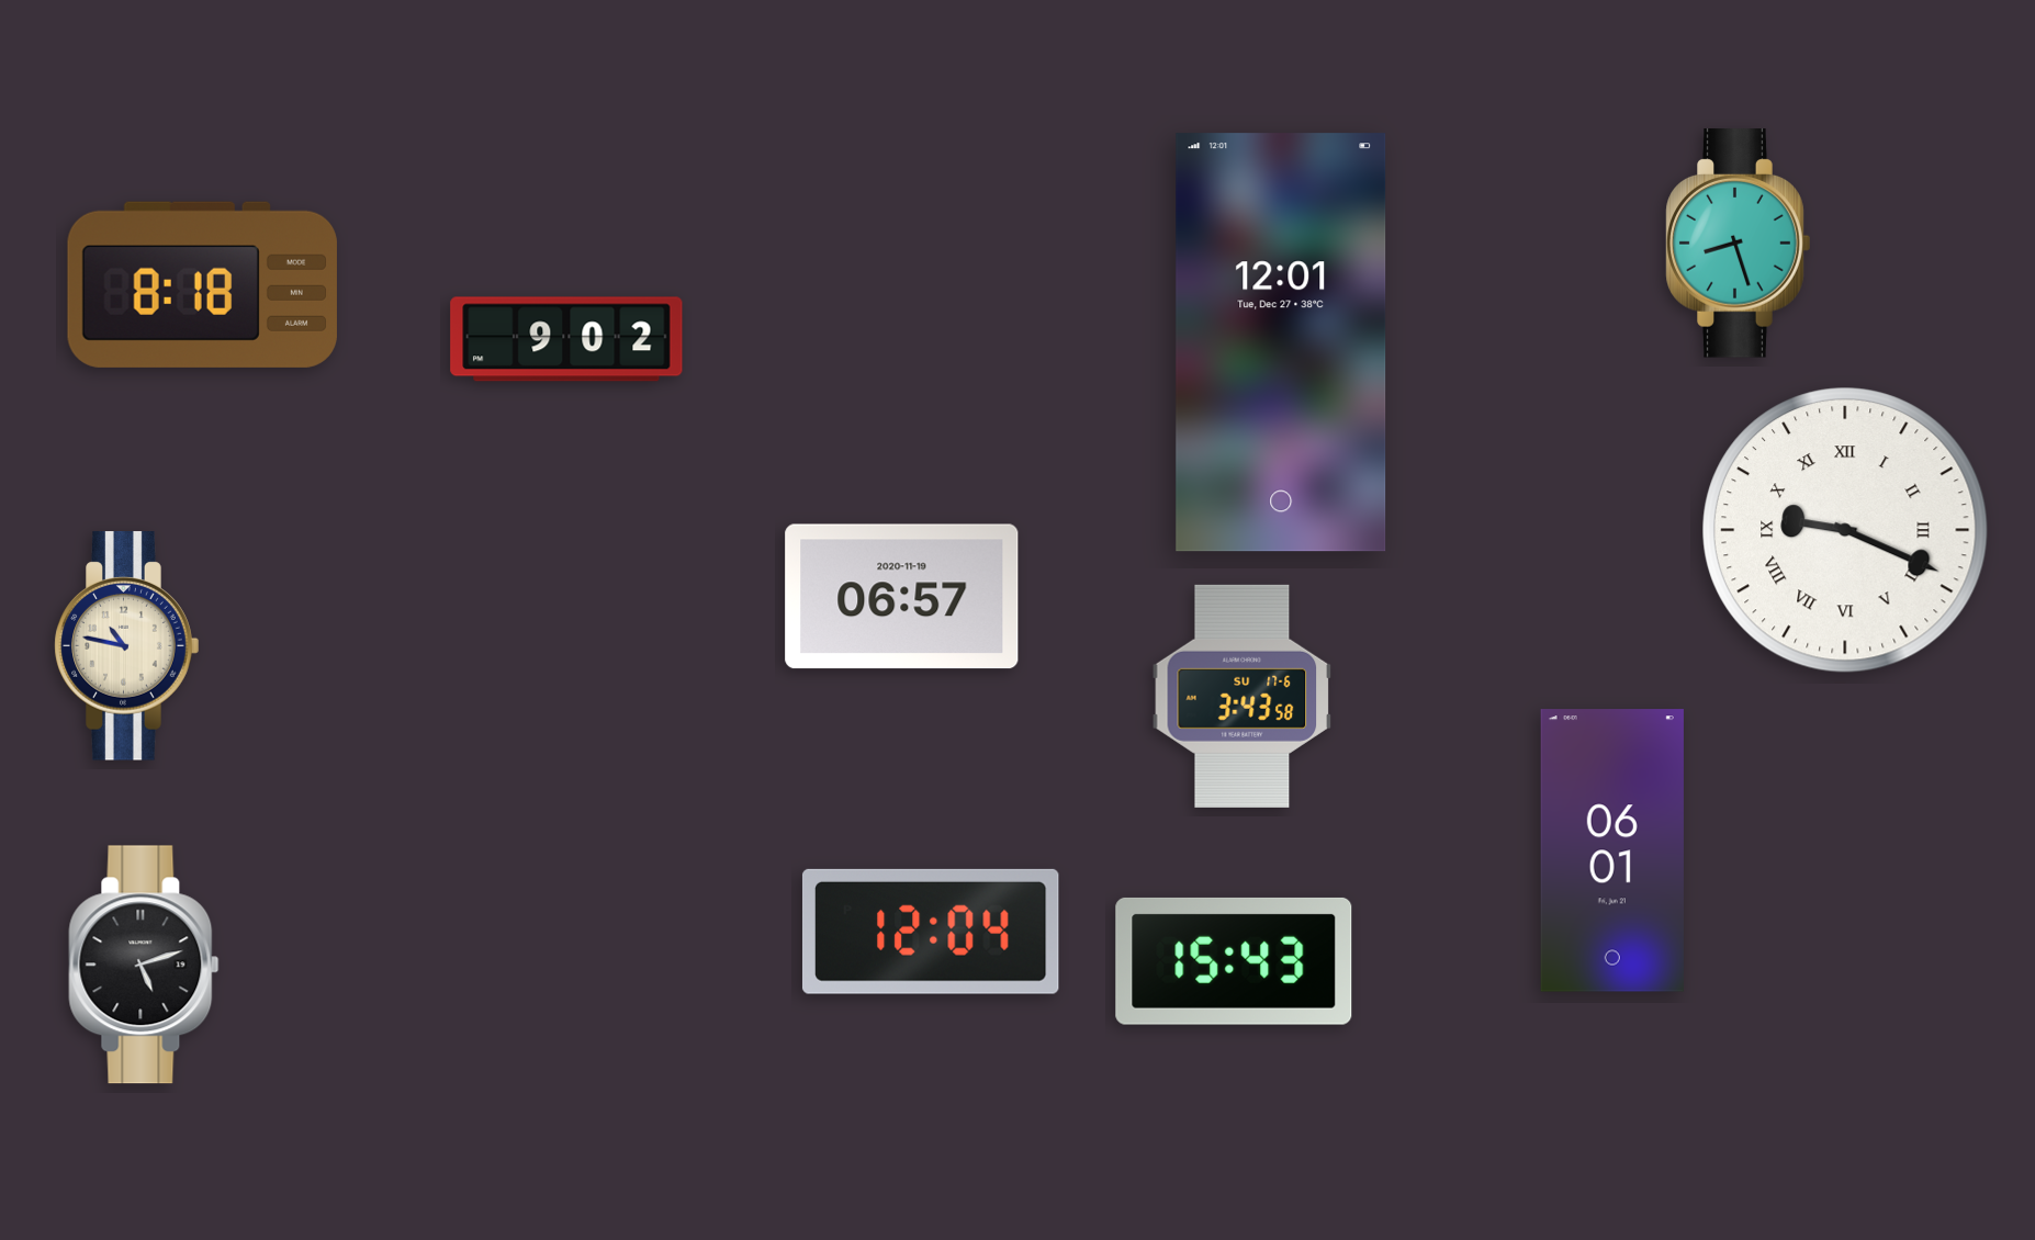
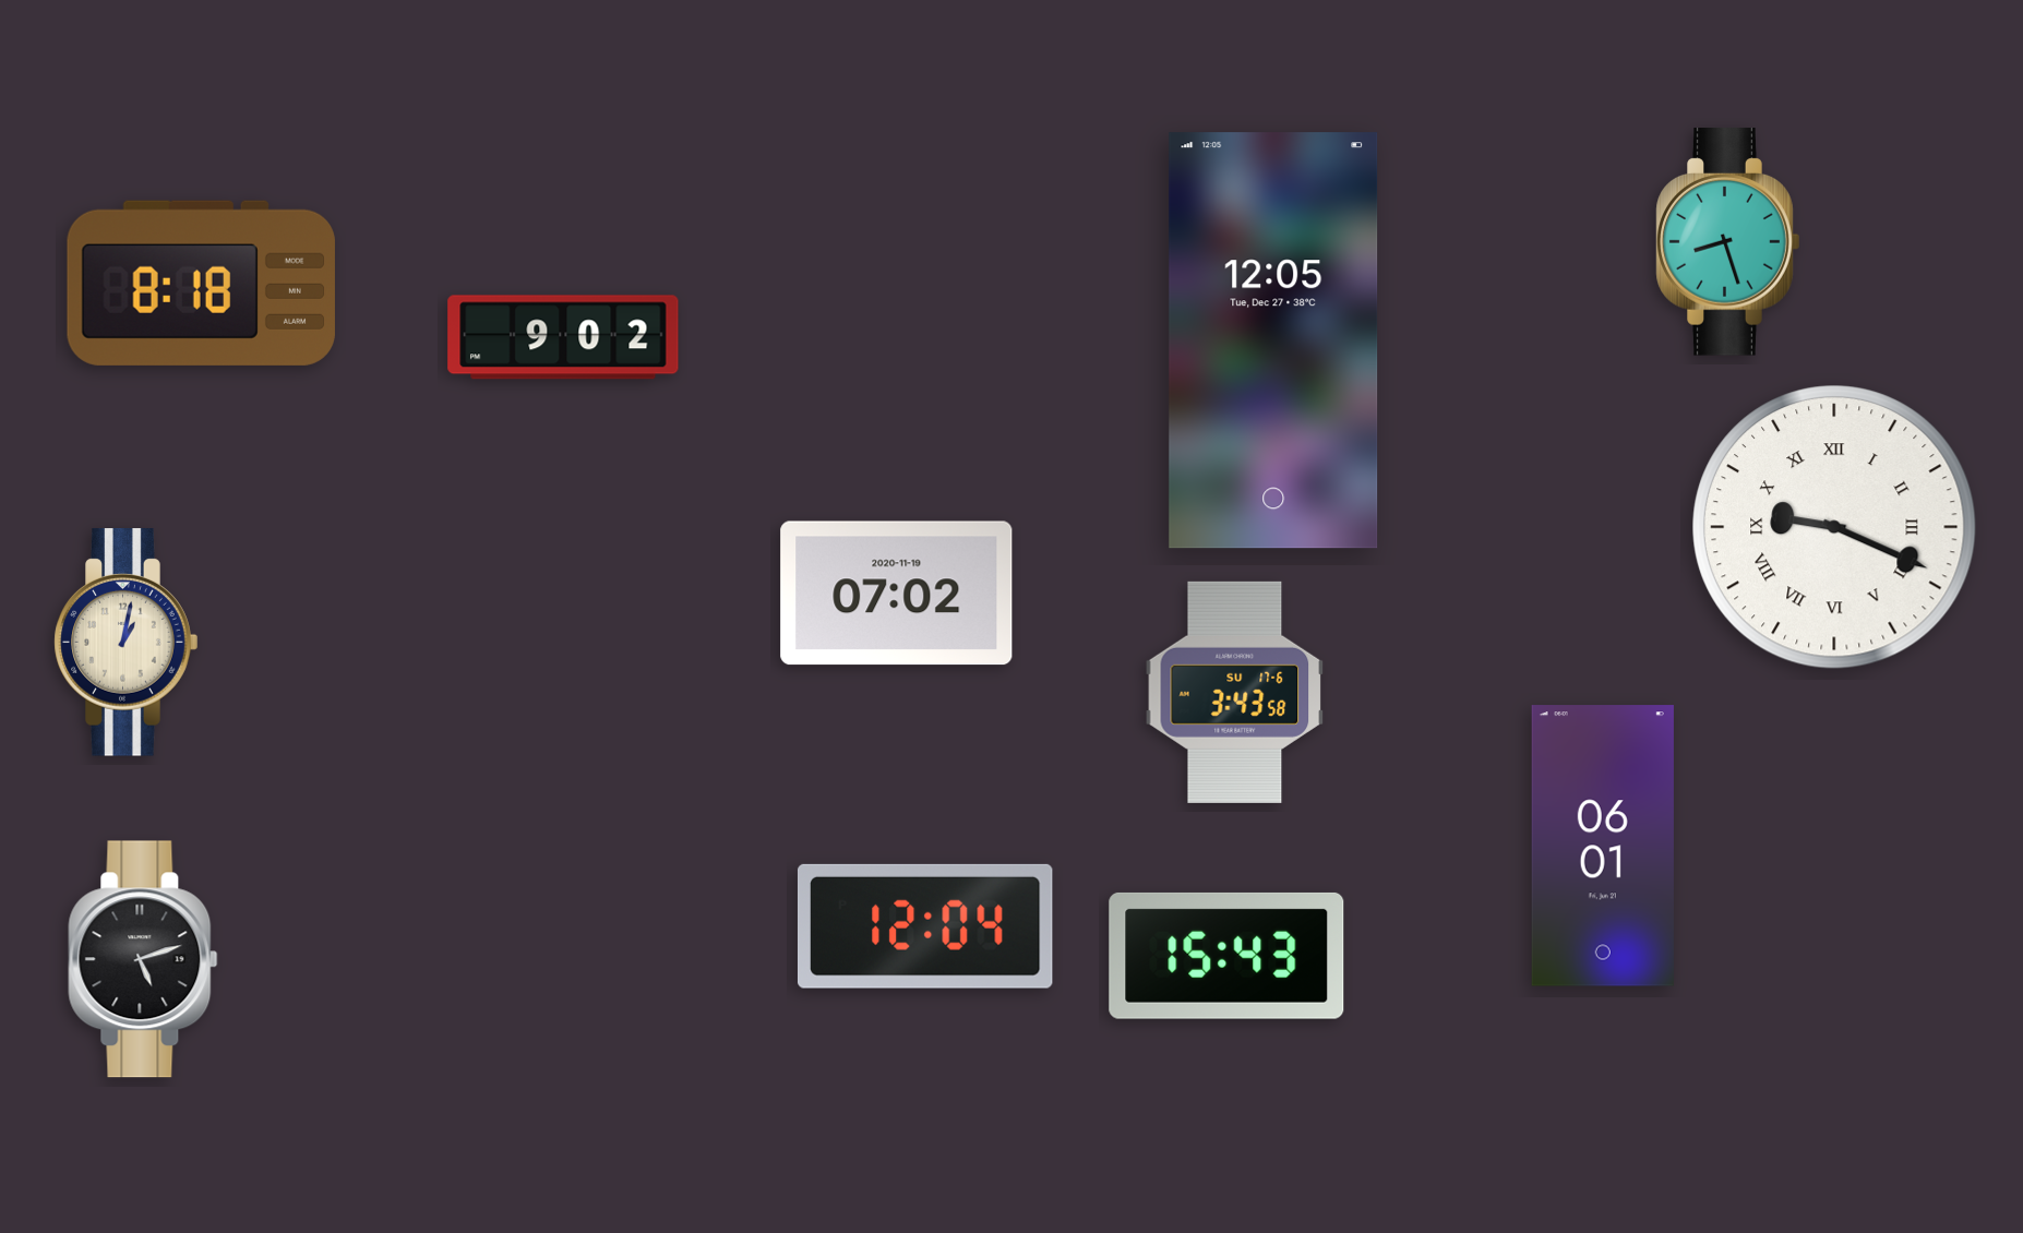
clock at (1281, 342): 12:01 -> 12:05
clock at (902, 597): 06:57 -> 07:02
clock at (127, 646): 10:47 -> 1:02
